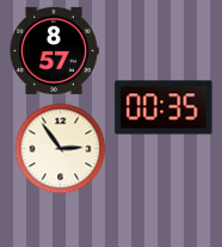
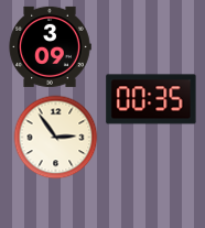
clock at (54, 50): 8:57 -> 3:09
